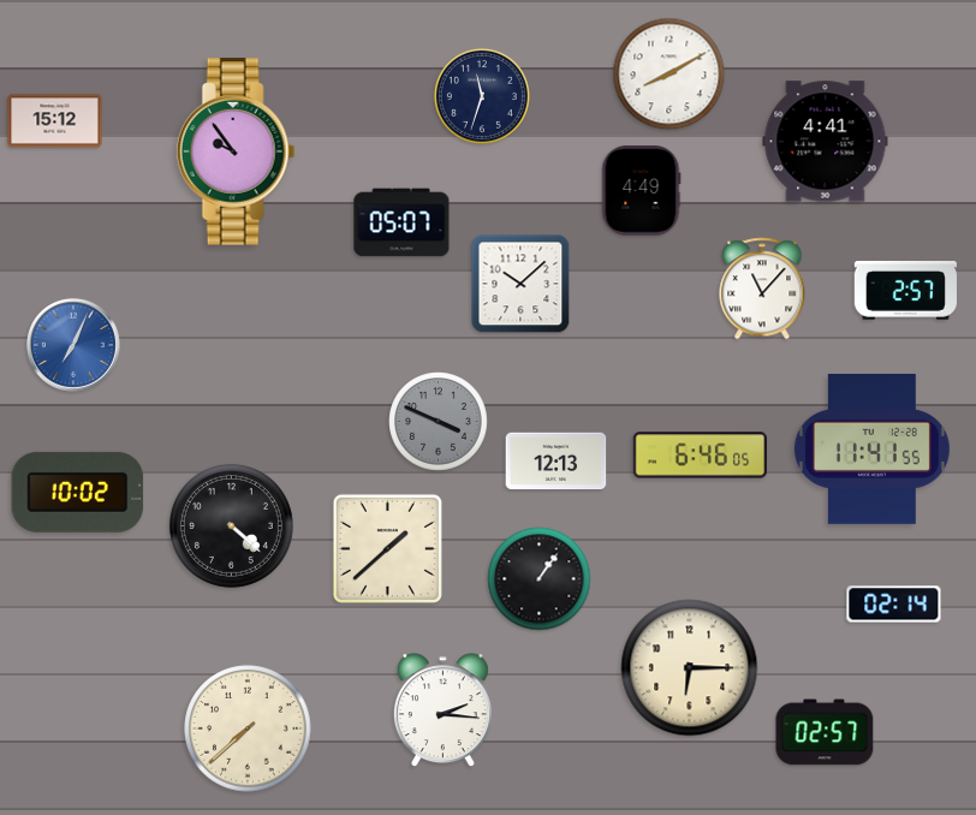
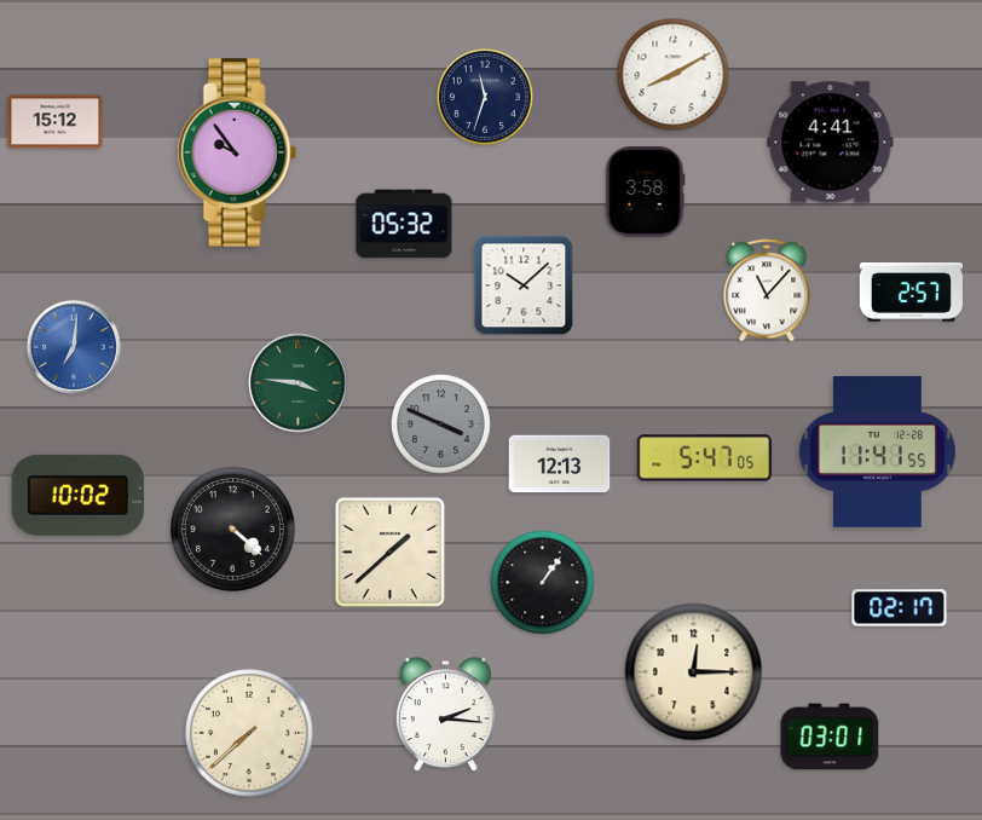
clock at (642, 191): 4:49 -> 3:58
clock at (401, 222): 05:07 -> 05:32
clock at (73, 345): 7:04 -> 7:01
clock at (299, 383): none -> 3:46
clock at (700, 456): 6:46 -> 5:47
clock at (894, 605): 02:14 -> 02:17
clock at (690, 668): 6:15 -> 12:15
clock at (825, 732): 02:57 -> 03:01
